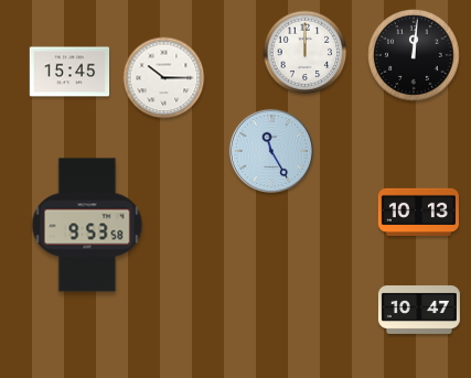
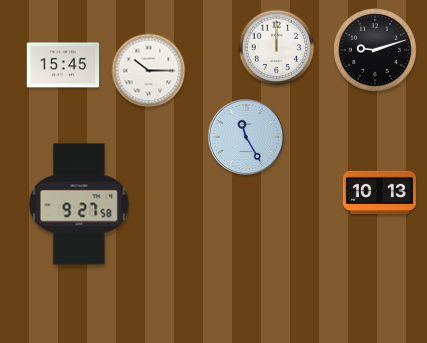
clock at (415, 56): 12:01 -> 9:12
clock at (87, 225): 9:53 -> 9:27
clock at (419, 310): 10:47 -> none
